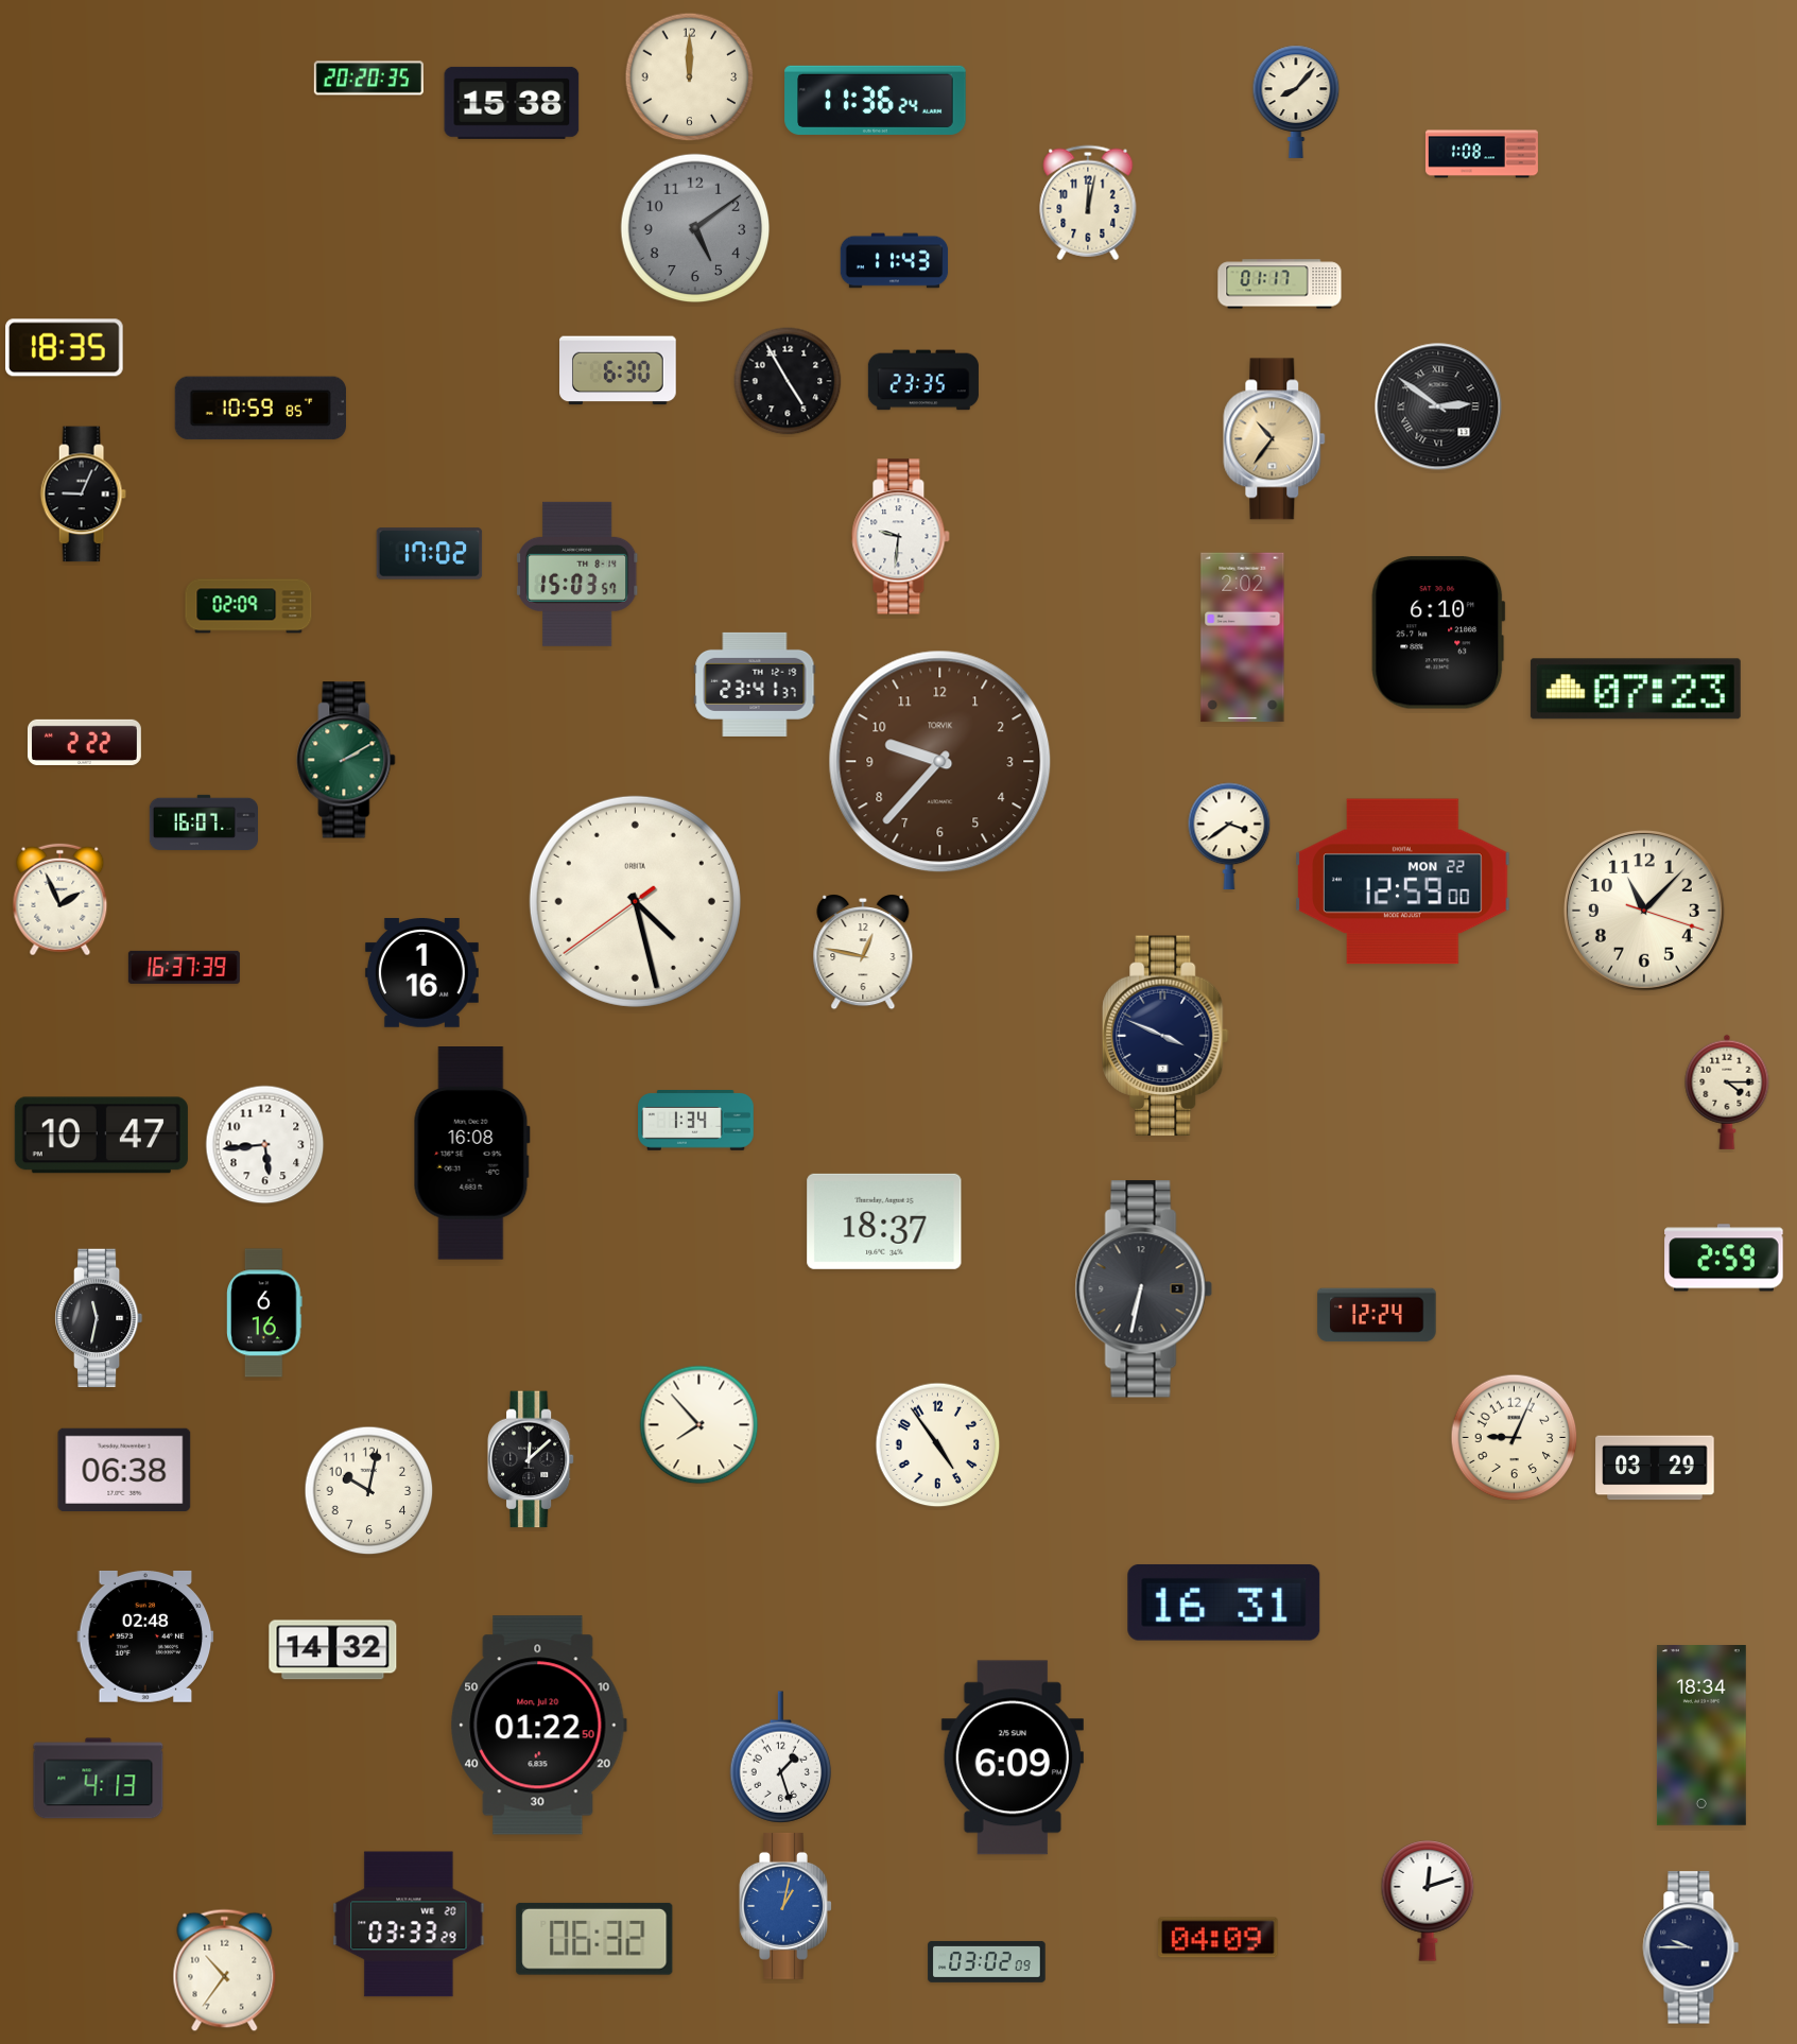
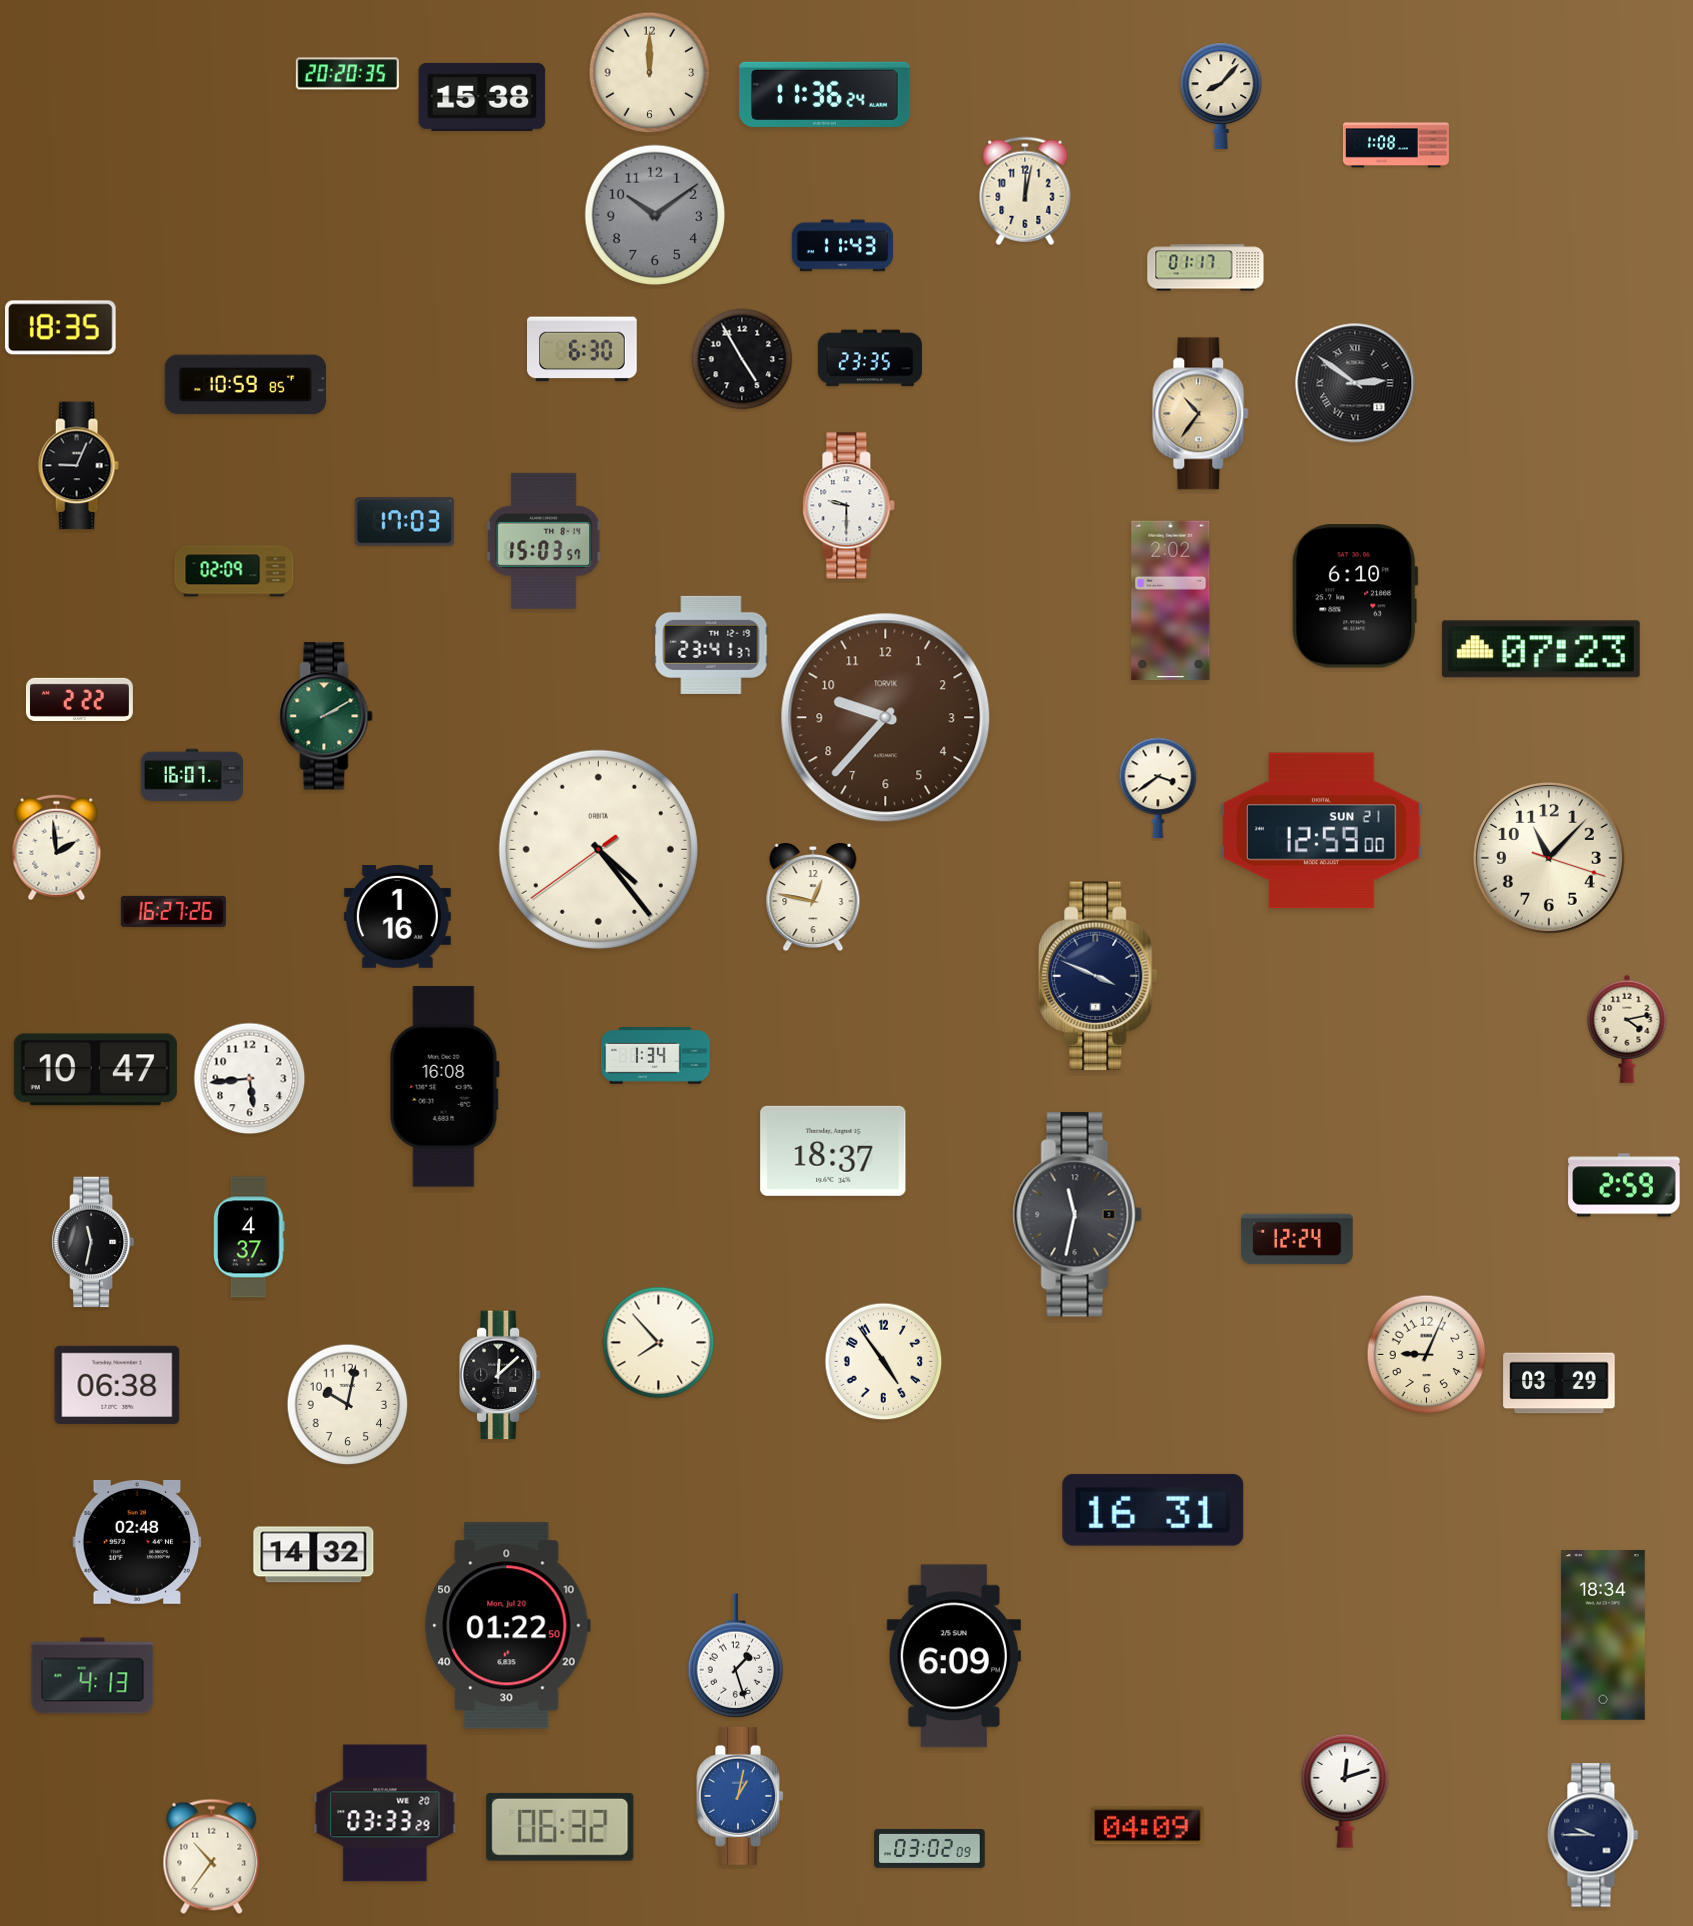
clock at (695, 228): 5:09 -> 10:09
clock at (901, 537): 9:31 -> 9:30
clock at (430, 554): 17:02 -> 17:03
clock at (1403, 882) date: MON 22 -> SUN 21
clock at (61, 900): 1:56 -> 1:59
clock at (635, 901): 4:27 -> 4:23
clock at (184, 967): 16:37 -> 16:27
clock at (1727, 1092): 4:15 -> 4:13
clock at (1143, 1289): 6:32 -> 11:32
clock at (264, 1313): 6:16 -> 4:37
